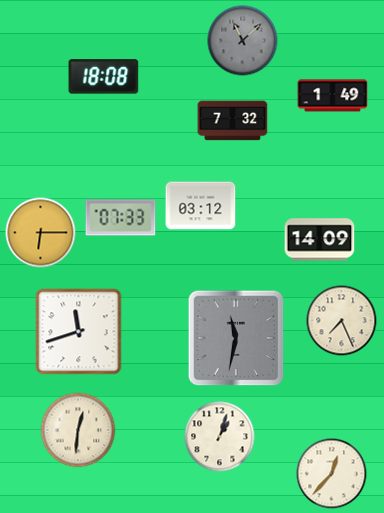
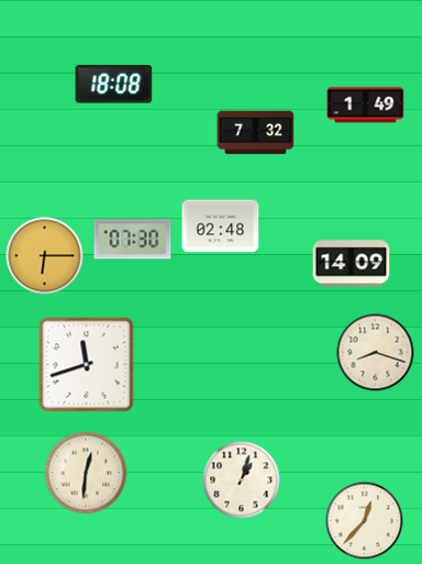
clock at (243, 41): 11:08 -> none
clock at (201, 206): 03:12 -> 02:48
clock at (121, 218): 07:33 -> 07:30
clock at (342, 321): 7:26 -> 8:18
clock at (236, 338): 11:32 -> none
